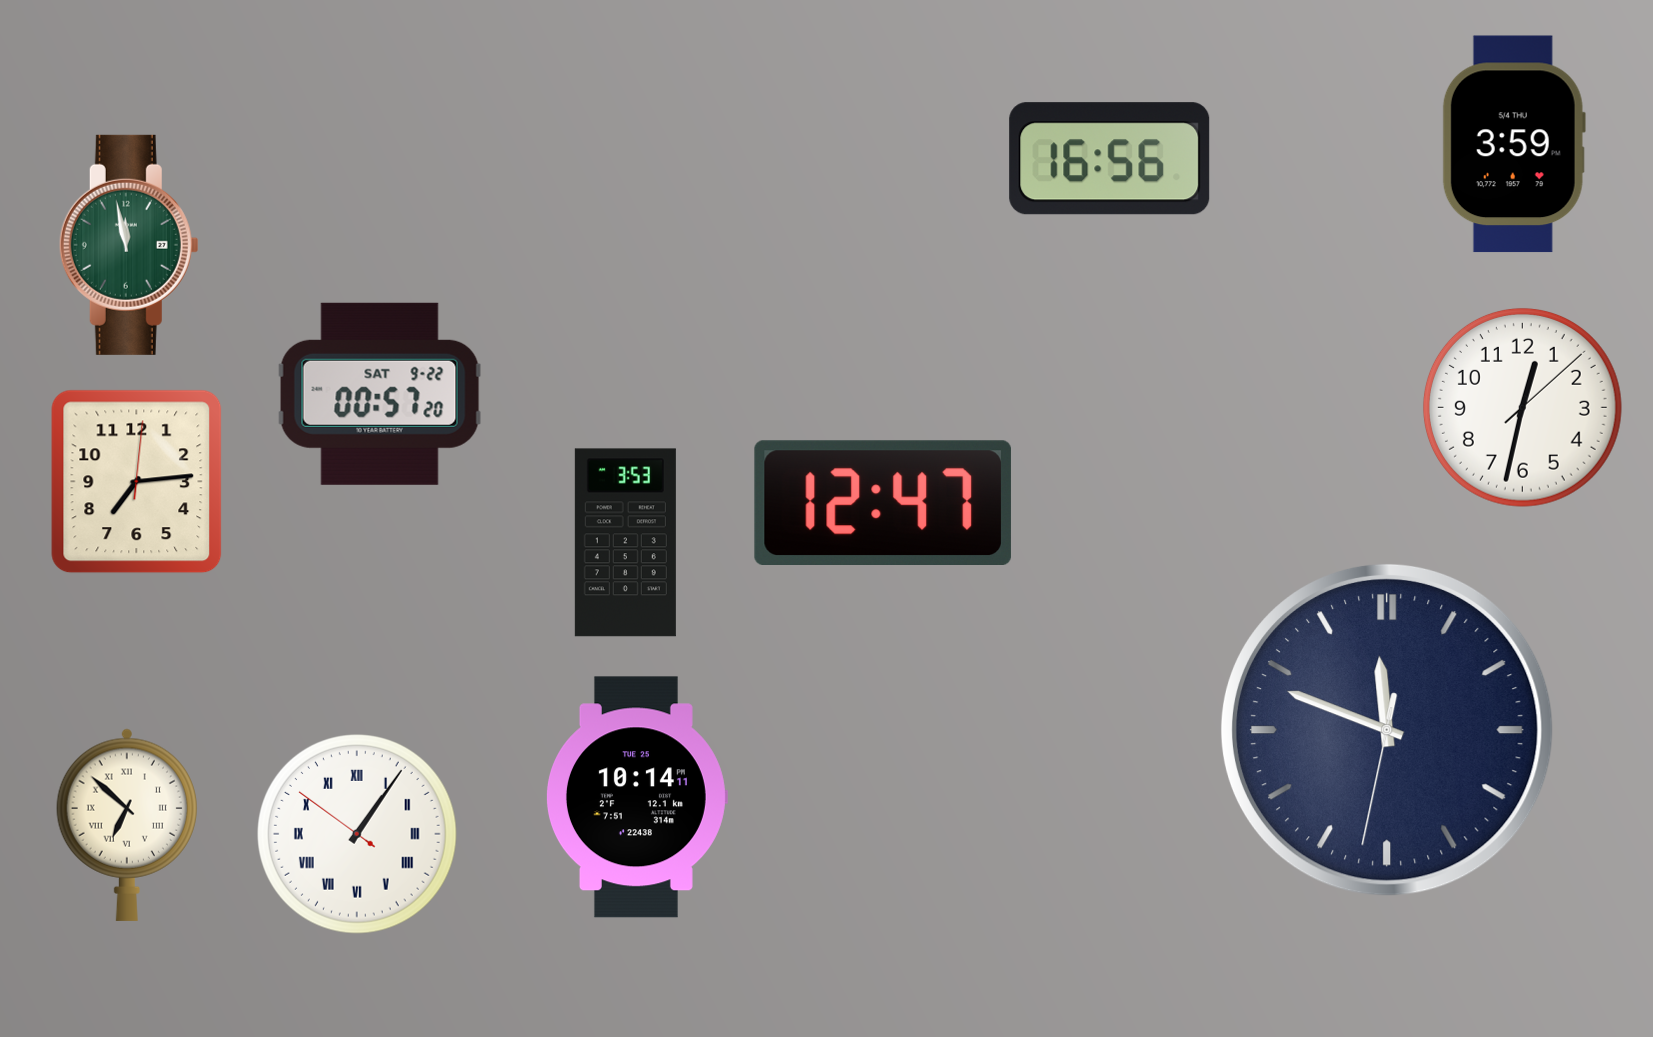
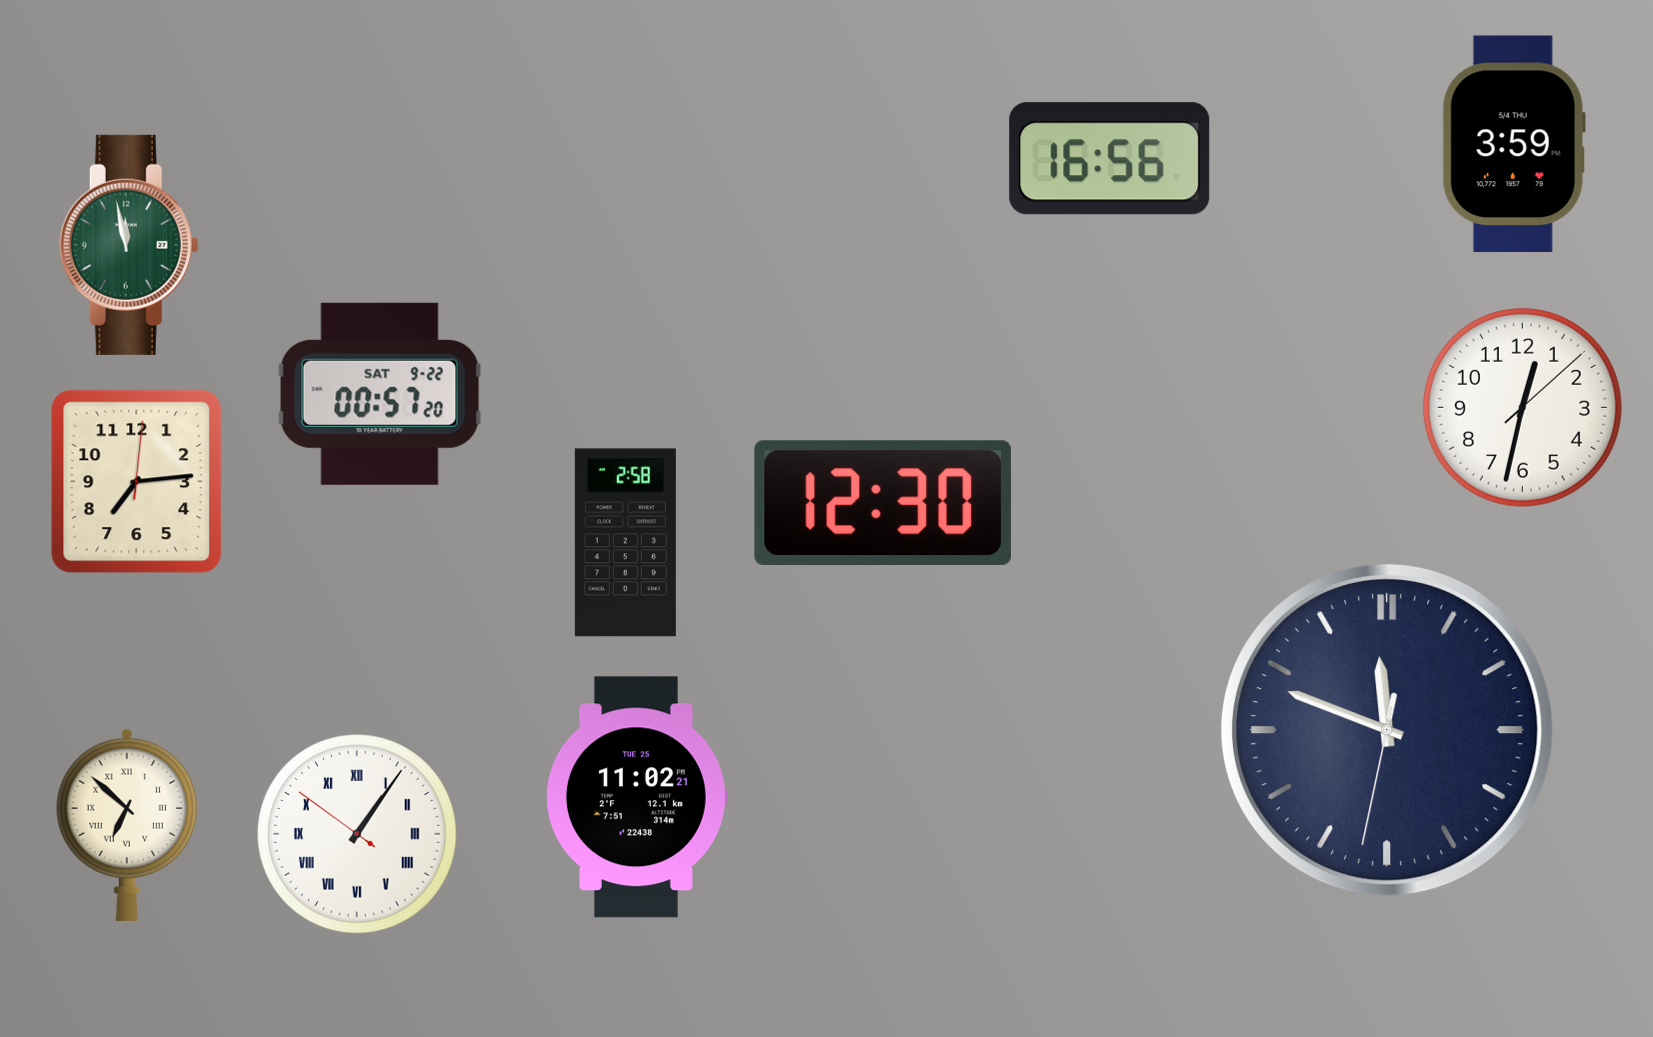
clock at (883, 502): 12:47 -> 12:30
clock at (625, 543): 3:53 -> 2:58
clock at (636, 797): 10:14 -> 11:02
